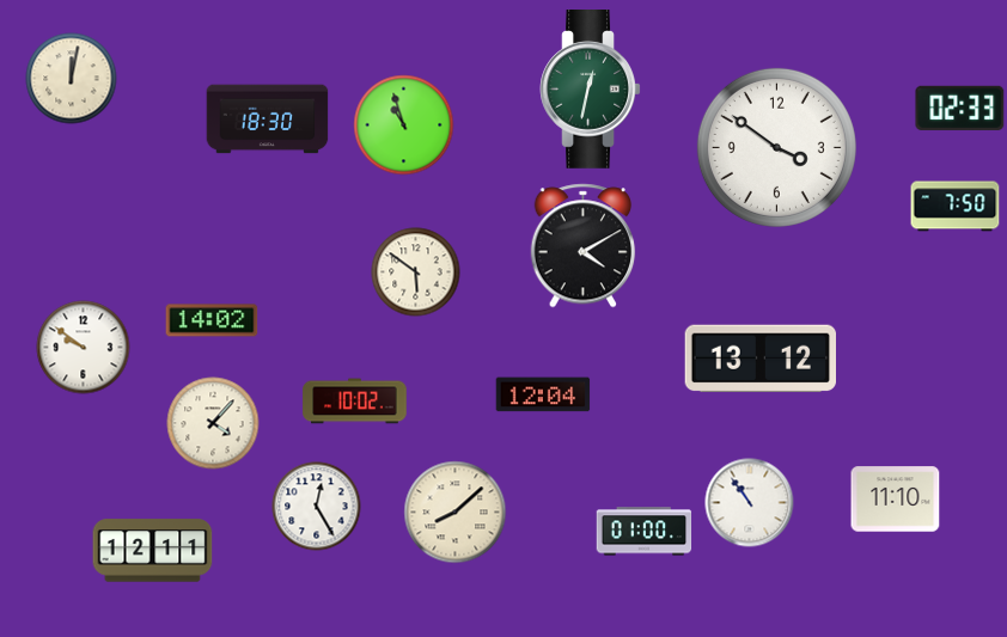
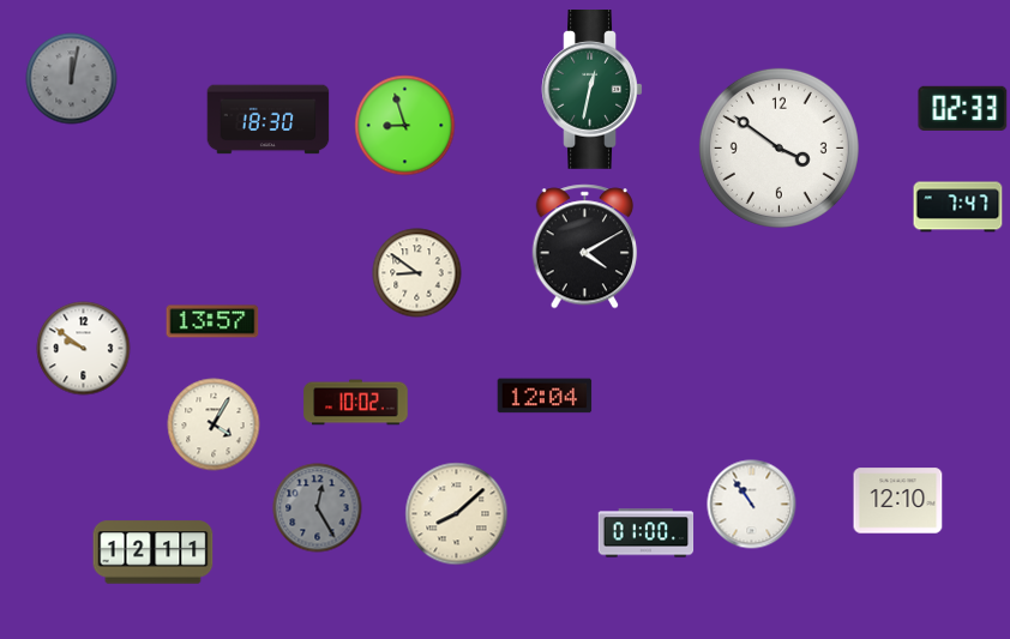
clock at (72, 79) dial: cream -> grey
clock at (404, 125): 10:57 -> 8:57
clock at (956, 207): 7:50 -> 7:47
clock at (416, 272): 5:51 -> 8:51
clock at (212, 320): 14:02 -> 13:57
clock at (759, 357): 13:12 -> none
clock at (213, 423): 4:07 -> 4:05
clock at (896, 500): 11:10 -> 12:10
clock at (317, 507) dial: white -> grey
